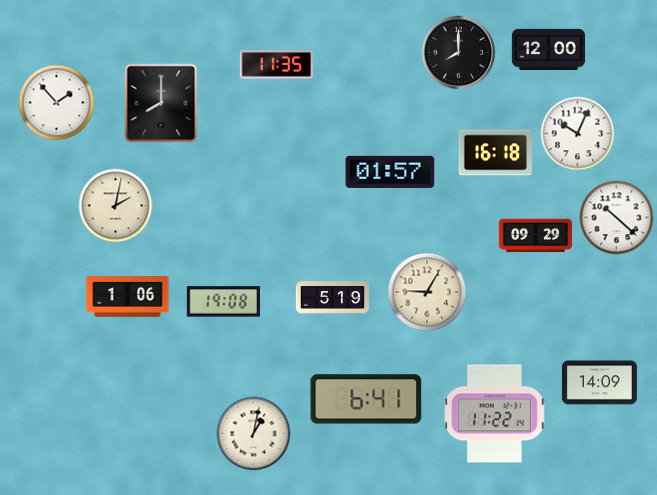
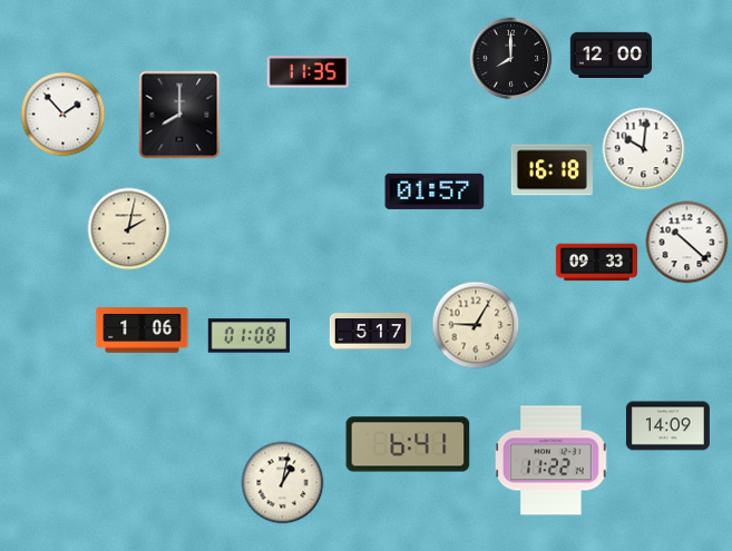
clock at (578, 134): 10:04 -> 10:01
clock at (535, 236): 09:29 -> 09:33
clock at (333, 298): 5:19 -> 5:17
clock at (223, 302): 19:08 -> 01:08
